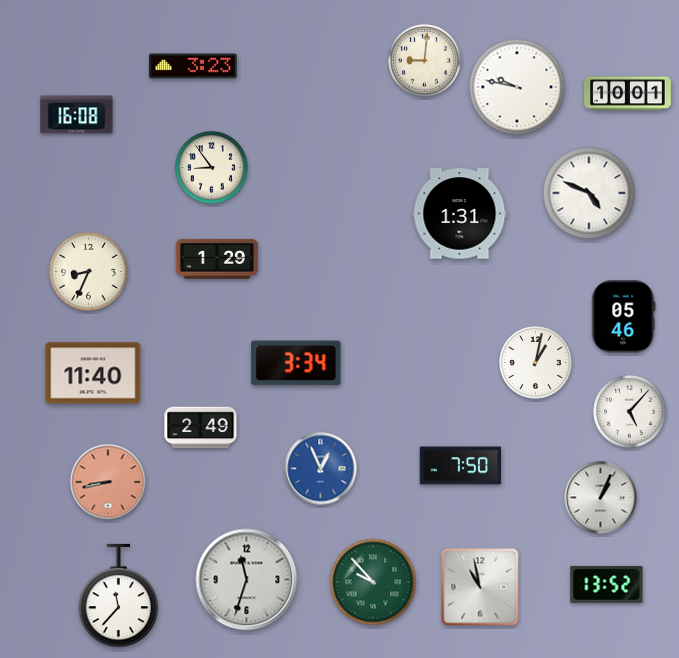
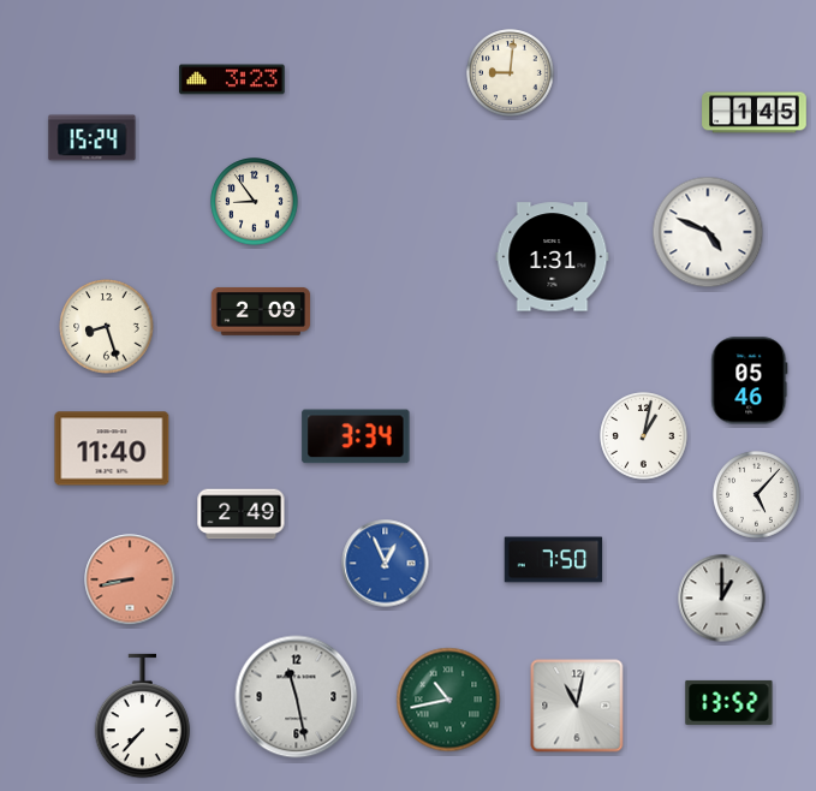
clock at (517, 87): 9:47 -> none
clock at (628, 94): 10:01 -> 1:45
clock at (77, 115): 16:08 -> 15:24
clock at (217, 259): 1:29 -> 2:09
clock at (89, 272): 8:34 -> 8:27
clock at (601, 498): 1:04 -> 1:00
clock at (247, 580): 11:33 -> 11:28
clock at (373, 582): 9:53 -> 10:43
clock at (480, 587): 10:58 -> 11:02
clock at (119, 596): 11:37 -> 7:37
